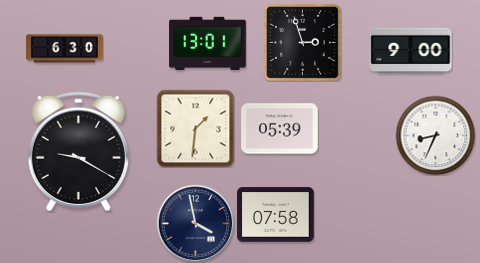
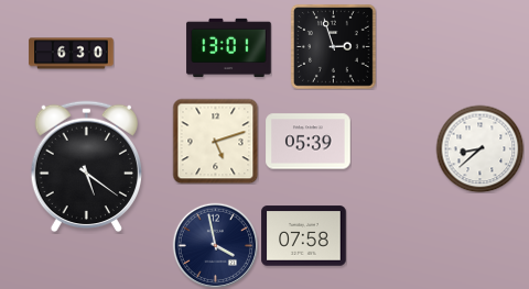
clock at (411, 51): 9:00 -> none
clock at (195, 128): 1:31 -> 5:12
clock at (435, 135): 8:34 -> 8:38
clock at (78, 152): 9:20 -> 5:21
